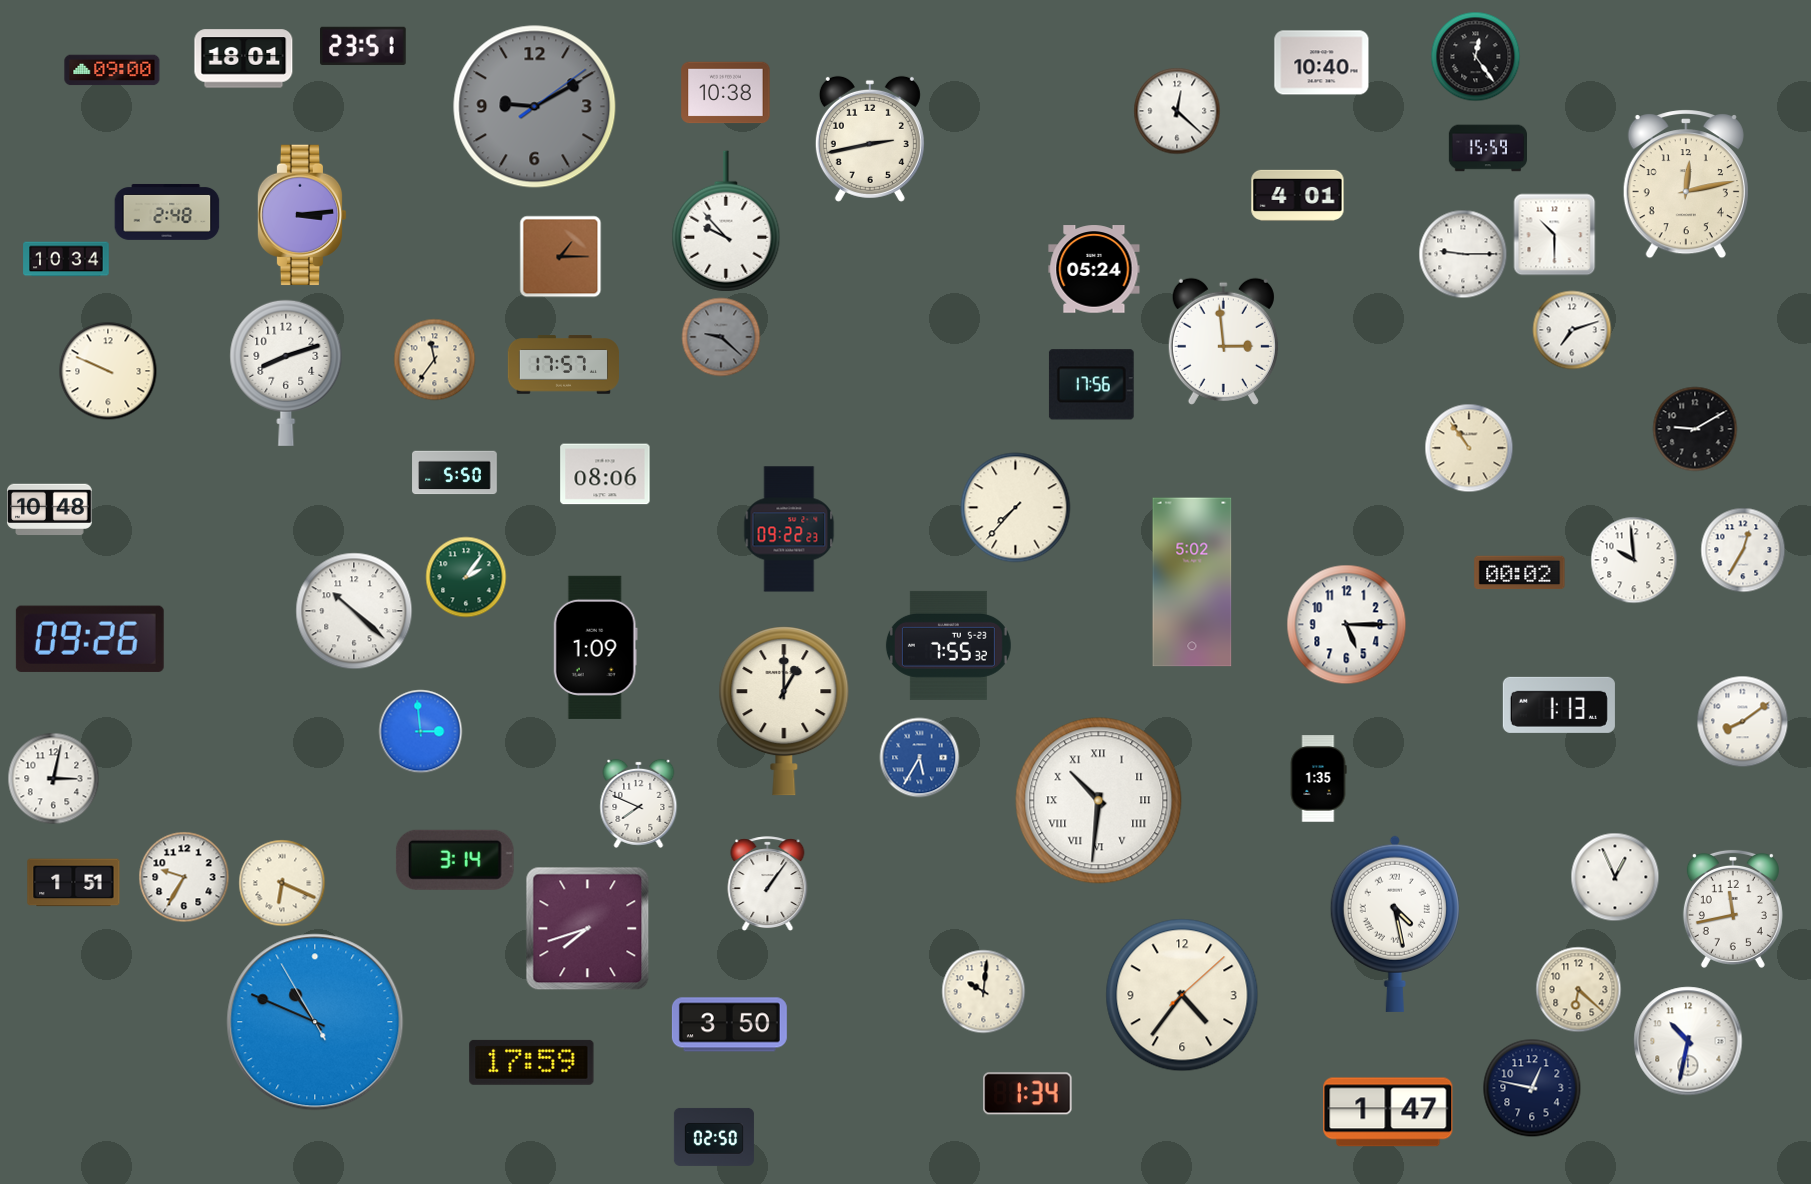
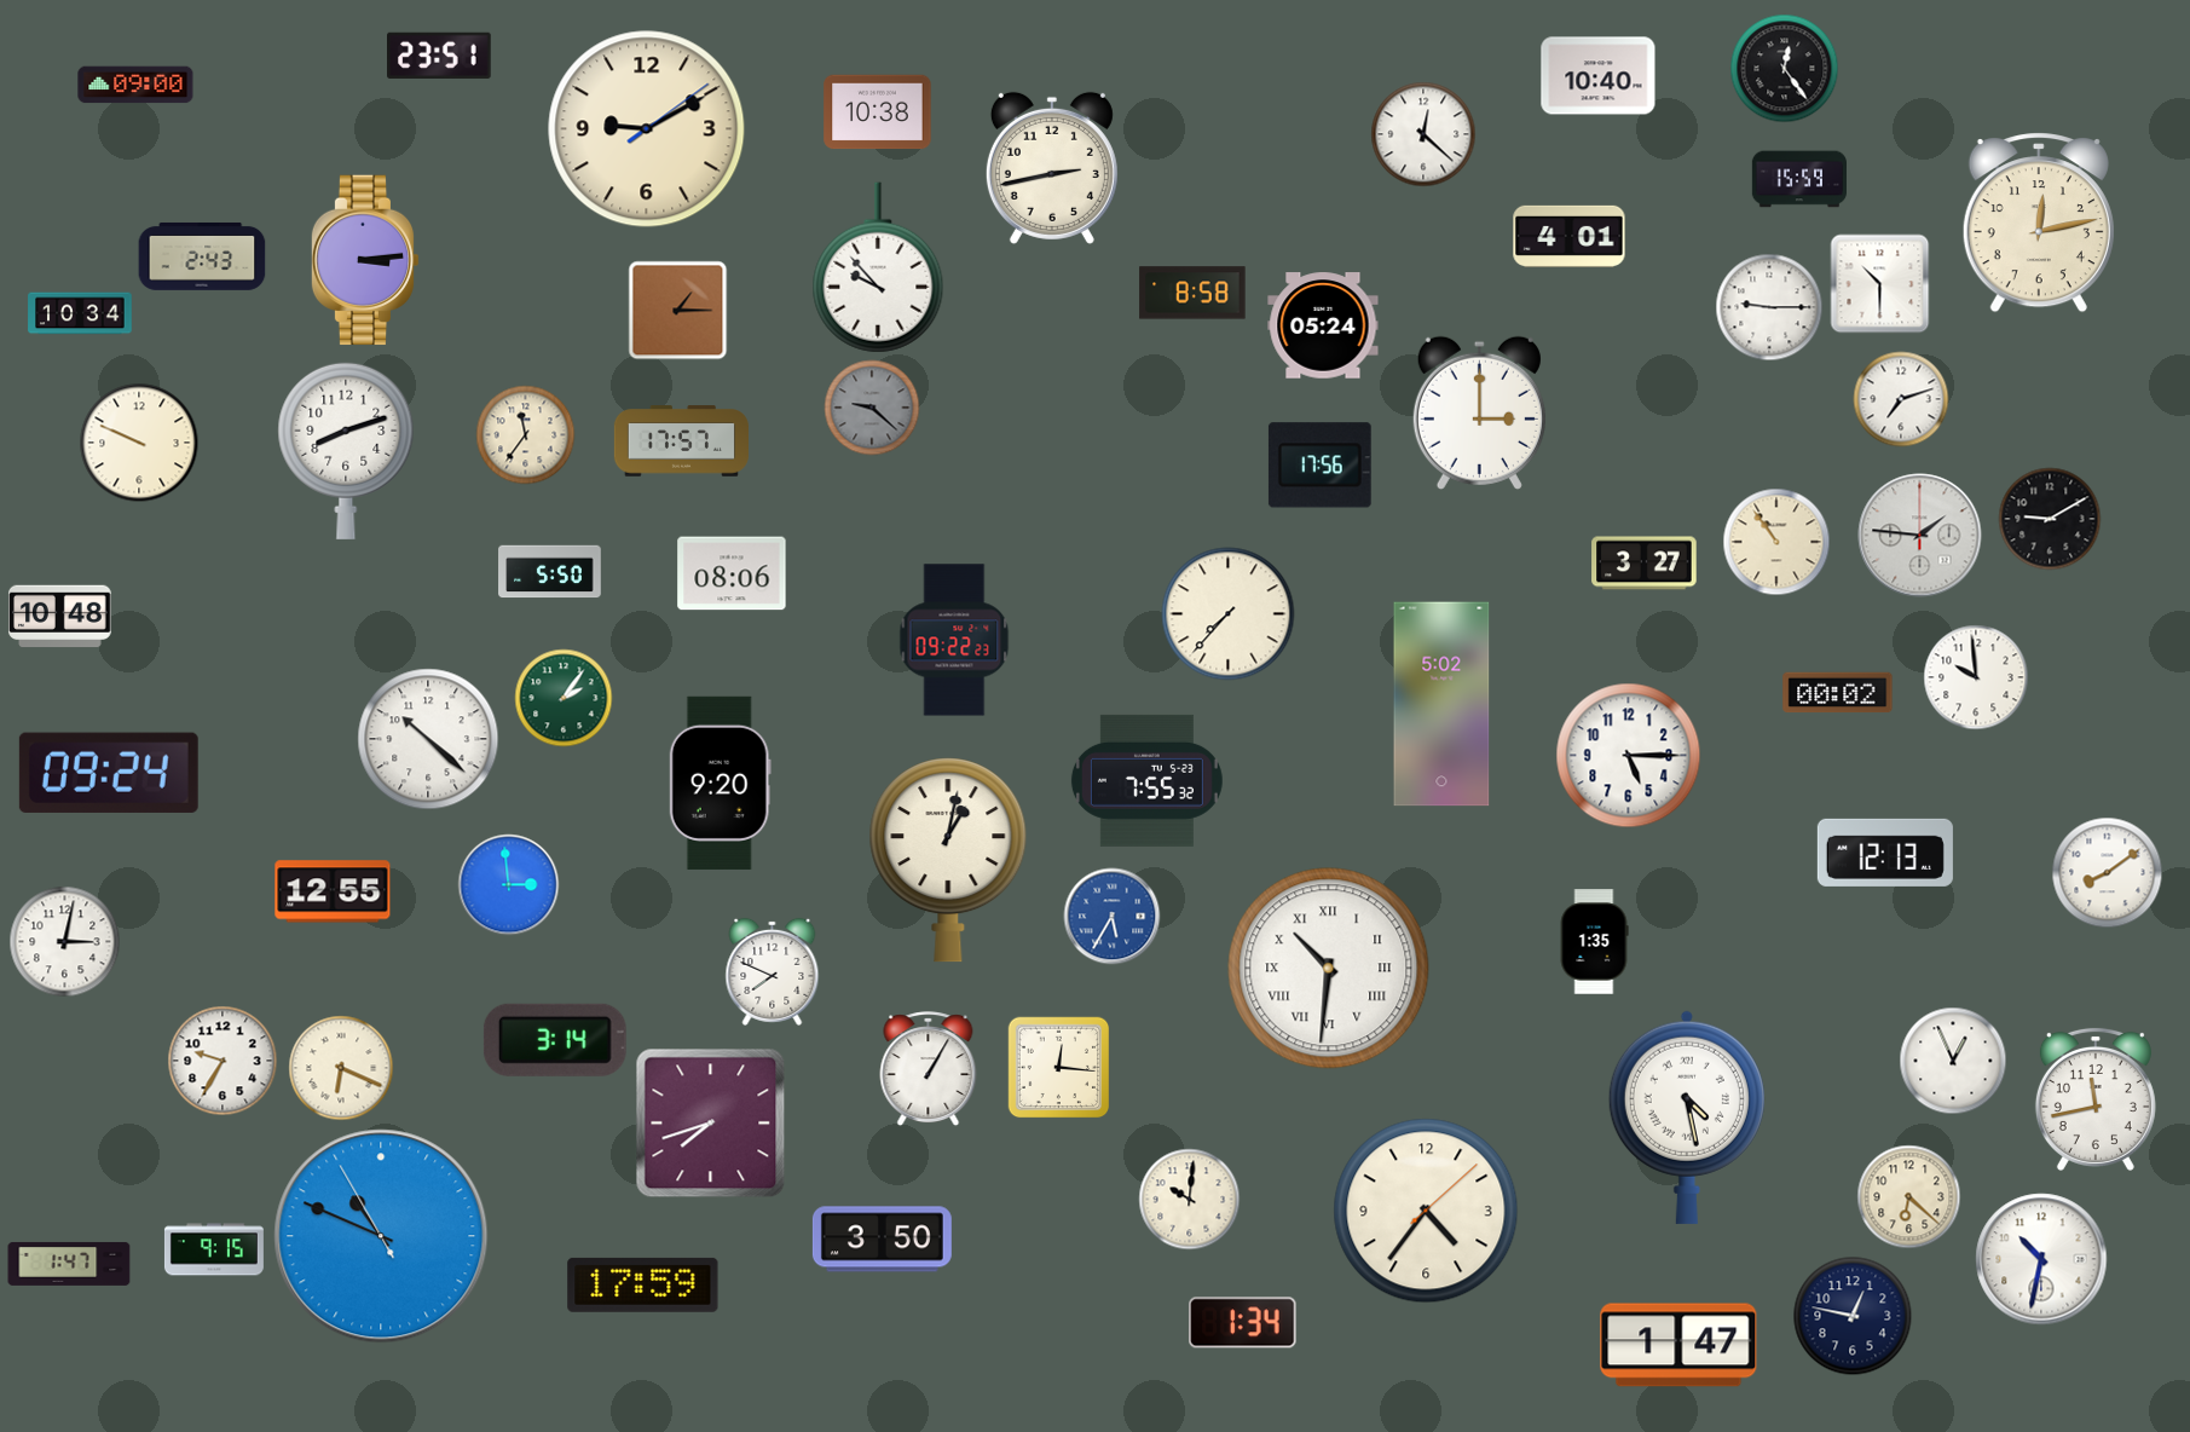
clock at (244, 59): 18:01 -> none
clock at (535, 107) dial: grey -> cream
clock at (167, 212): 2:48 -> 2:43
clock at (1192, 293): none -> 8:58
clock at (1223, 341): 2:59 -> 3:00
clock at (108, 371) position: (108, 371) -> (139, 443)
clock at (1920, 536): none -> 1:46
clock at (1645, 564): none -> 3:27
clock at (1743, 550): 12:35 -> none
clock at (90, 639): 09:26 -> 09:24
clock at (595, 647): 1:09 -> 9:20
clock at (1559, 705): 1:13 -> 12:13
clock at (784, 711): 1:00 -> 1:02
clock at (333, 891): none -> 12:55
clock at (455, 860) position: (455, 860) -> (555, 1040)
clock at (74, 883): 1:51 -> none
clock at (1059, 1068): none -> 12:16
clock at (768, 884): 1:06 -> 1:05
clock at (1182, 995) position: (1182, 995) -> (1426, 1211)
clock at (214, 1249): none -> 9:15
clock at (69, 1264): none -> 1:47
clock at (714, 1137): 02:50 -> none
